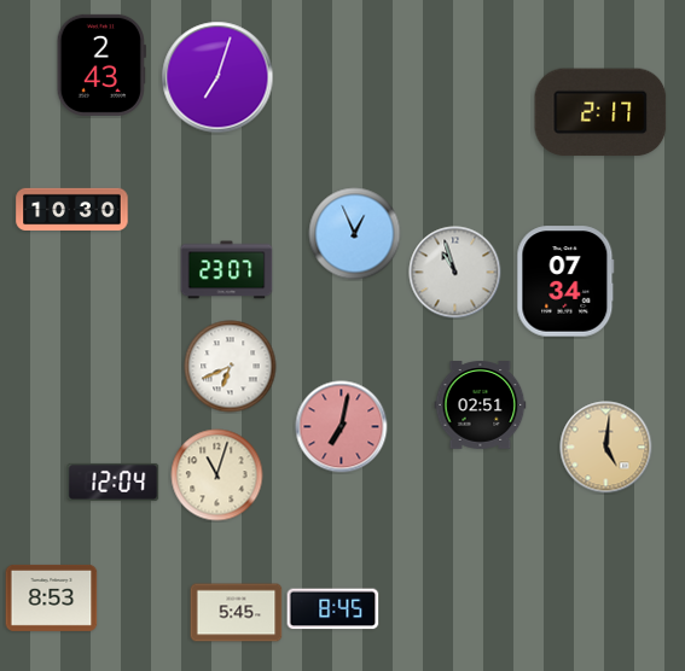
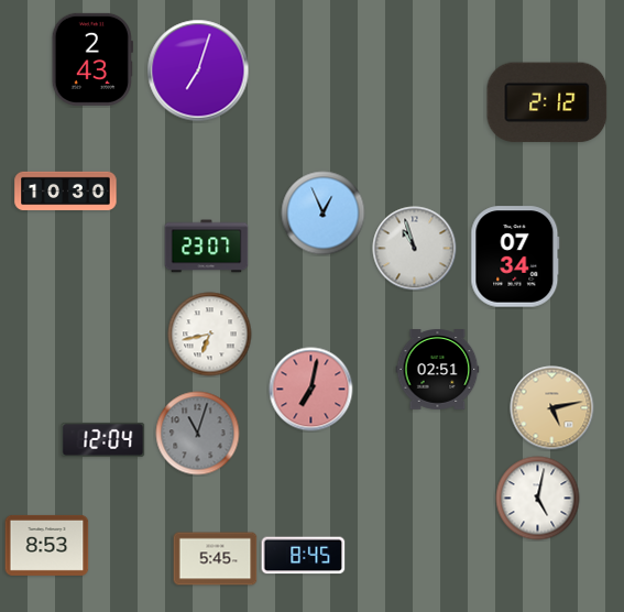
clock at (600, 112): 2:17 -> 2:12
clock at (231, 367): 6:41 -> 6:43
clock at (606, 448): 5:01 -> 5:13
clock at (217, 475) dial: cream -> grey
clock at (538, 499): none -> 5:02
